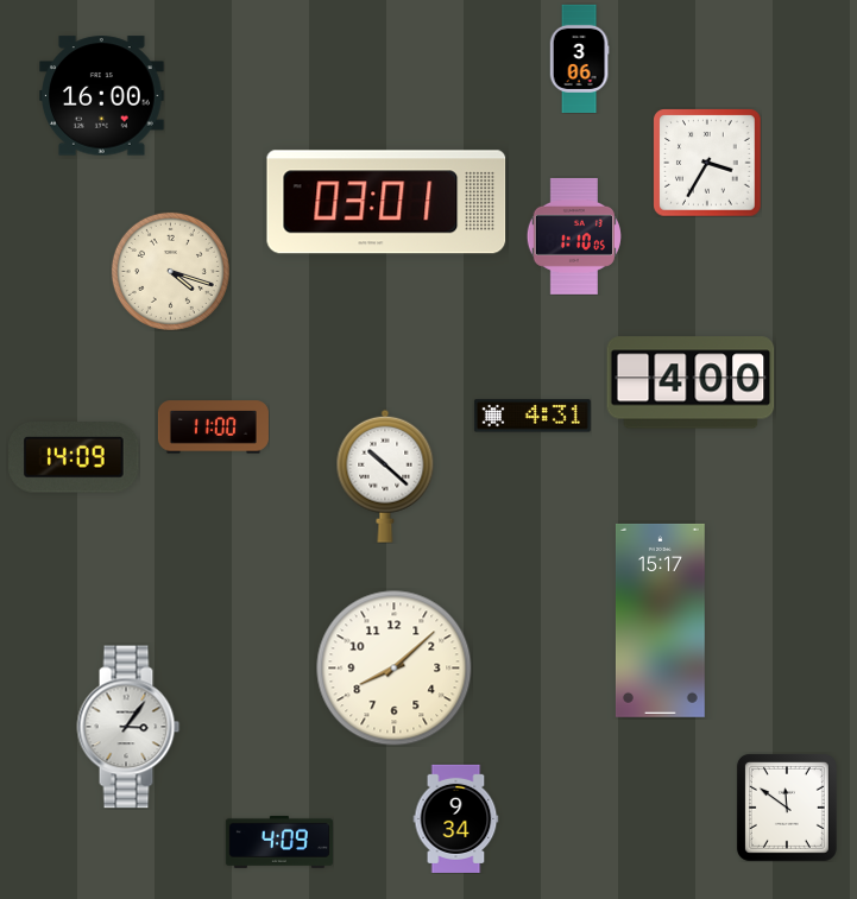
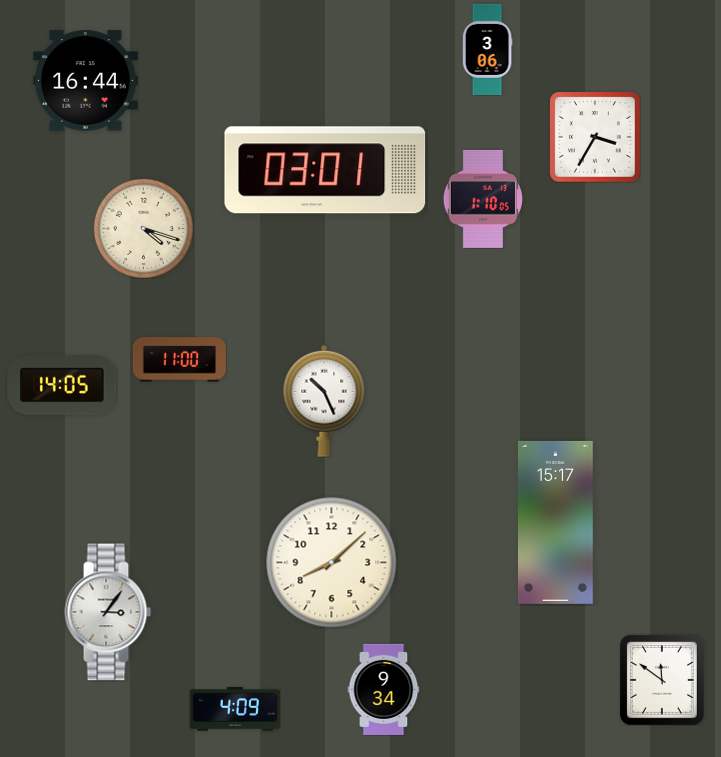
clock at (102, 96): 16:00 -> 16:44
clock at (691, 382): 4:00 -> none
clock at (533, 416): 4:31 -> none
clock at (74, 457): 14:09 -> 14:05
clock at (385, 476): 10:22 -> 10:26
